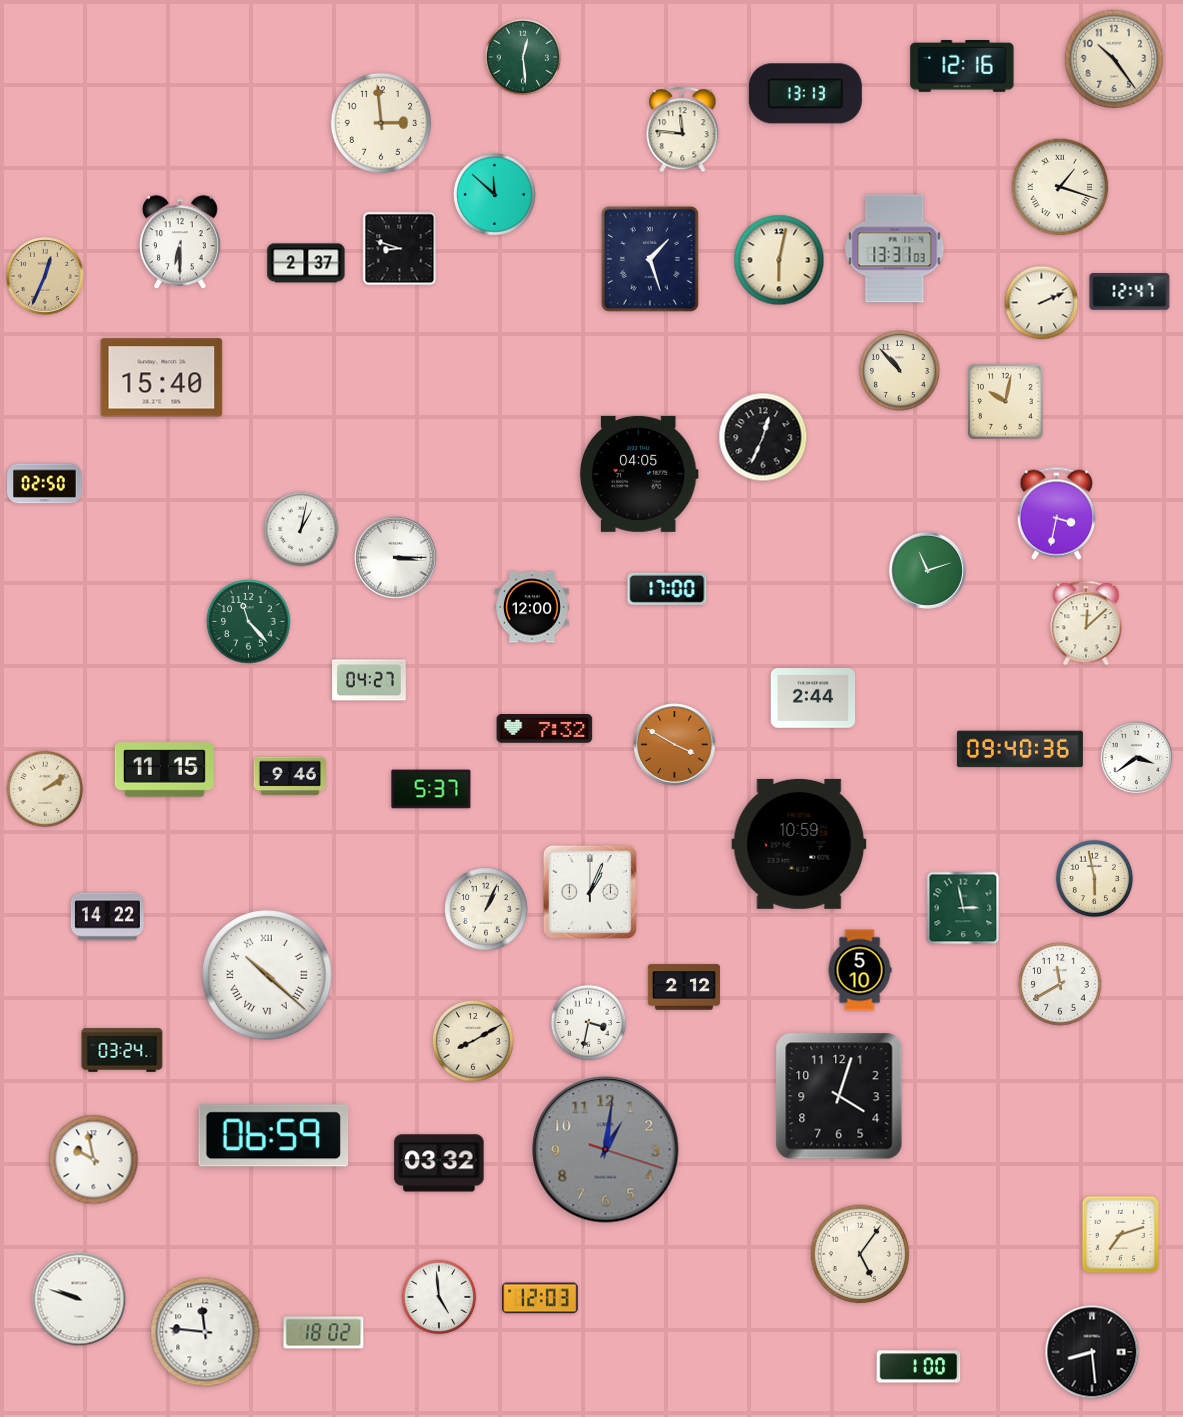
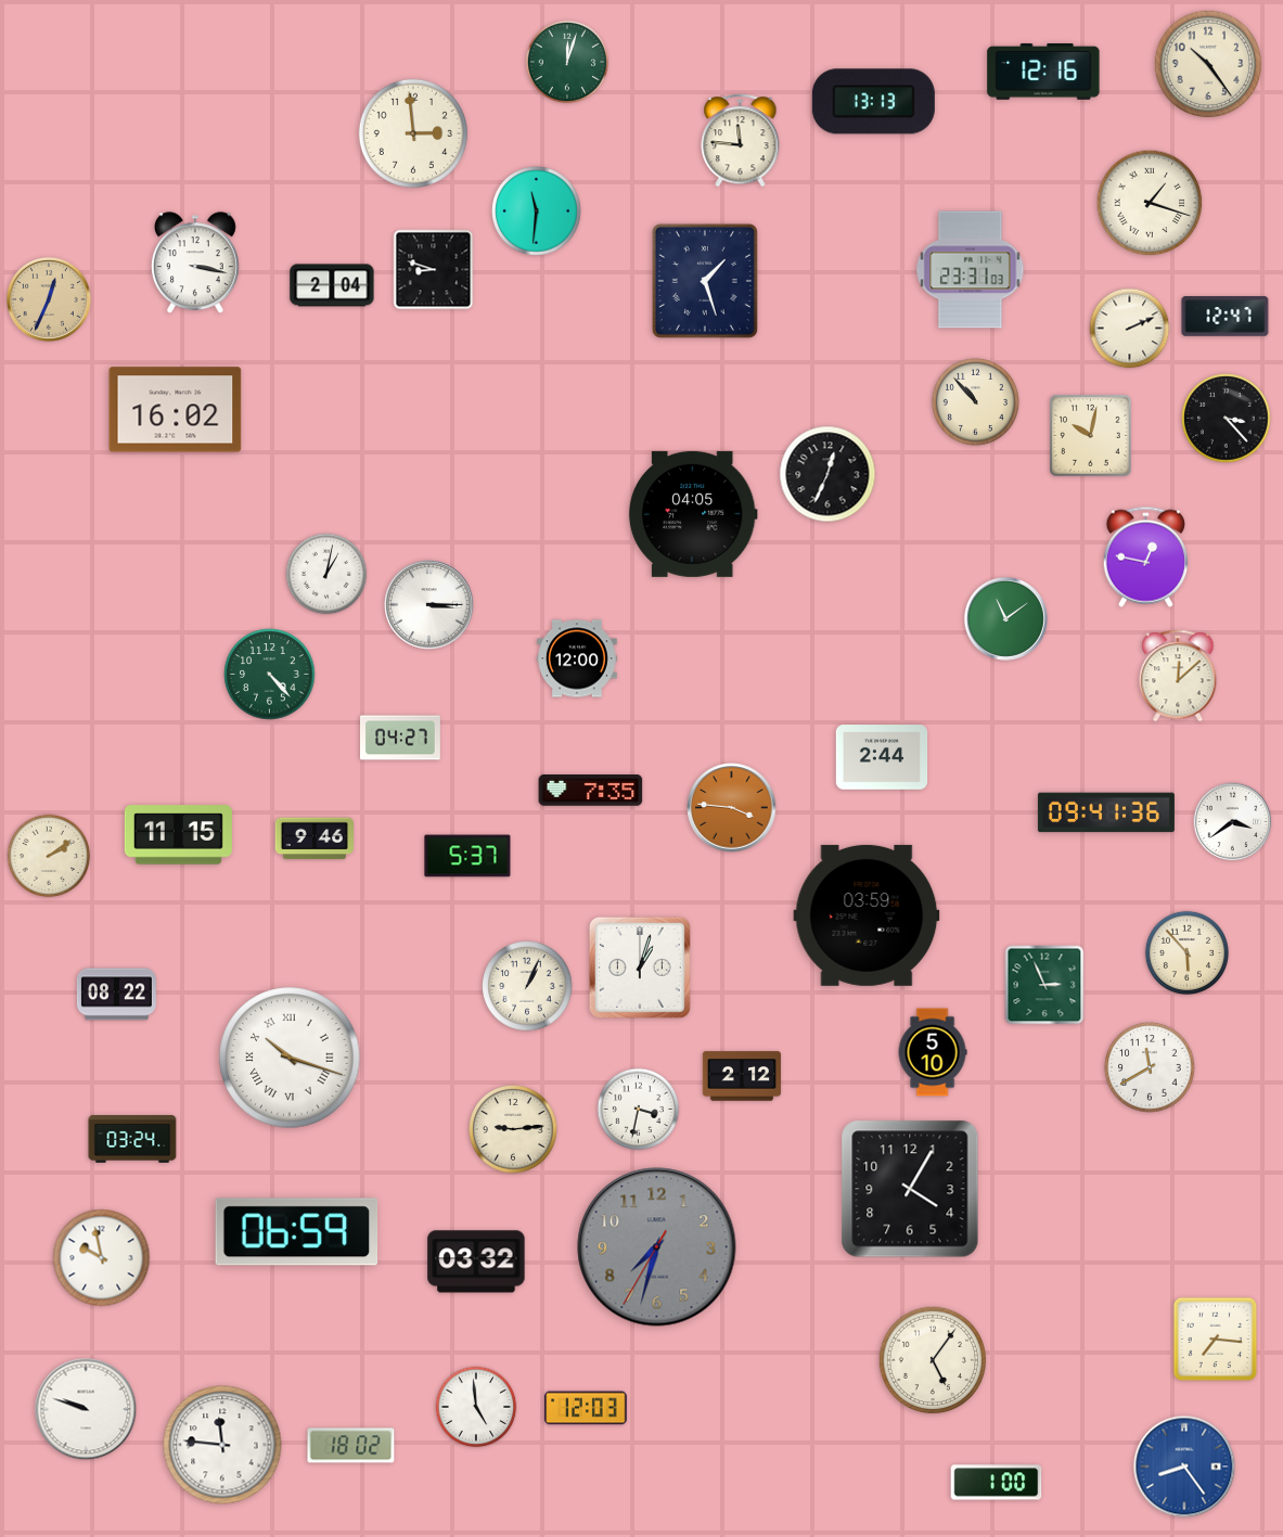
clock at (523, 57): 12:29 -> 12:03
clock at (495, 195): 11:52 -> 11:31
clock at (180, 243): 6:30 -> 3:17
clock at (895, 249): 13:31 -> 23:31
clock at (779, 260): 6:02 -> none
clock at (306, 263): 2:37 -> 2:04
clock at (162, 378): 15:40 -> 16:02
clock at (1227, 419): none -> 3:23
clock at (45, 484): 02:50 -> none
clock at (1056, 513): 3:32 -> 12:47
clock at (927, 570): 11:12 -> 11:09
clock at (667, 589): 17:00 -> none
clock at (249, 622): 11:23 -> 4:23
clock at (545, 729): 7:32 -> 7:35
clock at (675, 745): 3:50 -> 3:46
clock at (1020, 749): 09:40 -> 09:41
clock at (290, 776) position: (290, 776) -> (315, 838)
clock at (799, 844): 10:59 -> 03:59
clock at (1095, 879): 5:58 -> 5:53
clock at (590, 892): 1:04 -> 1:03
clock at (963, 908): 2:58 -> 2:56
clock at (107, 917): 14:22 -> 08:22
clock at (267, 975): 10:22 -> 10:18
clock at (684, 987) position: (684, 987) -> (742, 1076)
clock at (474, 1042): 8:10 -> 9:14
clock at (839, 1096): 4:03 -> 4:05
clock at (606, 1150): 1:01 -> 7:32
clock at (1121, 1235): 7:12 -> 7:16
clock at (1092, 1352): 8:29 -> 8:24
clock at (1092, 1352) dial: black -> blue
